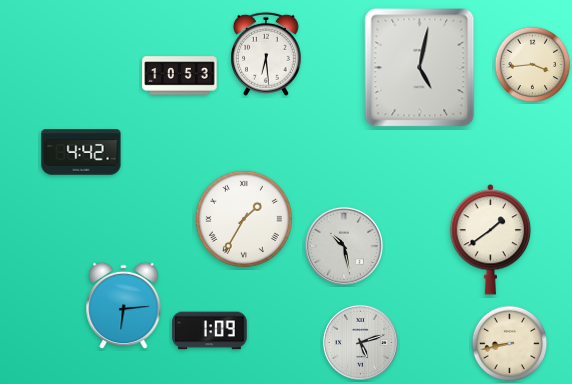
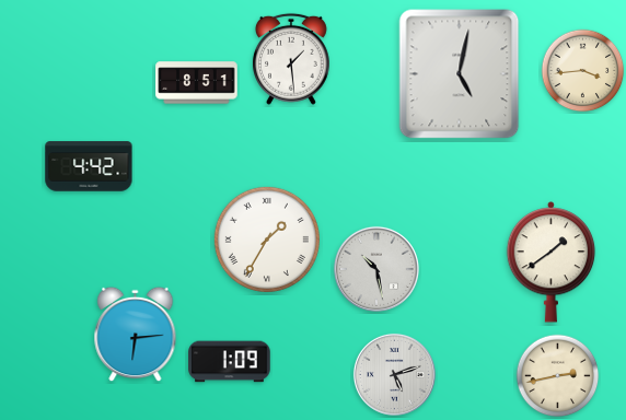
clock at (266, 54): 6:29 -> 1:29
clock at (180, 76): 10:53 -> 8:51
clock at (491, 240) position: (491, 240) -> (552, 262)
clock at (510, 344): 8:43 -> 2:43
